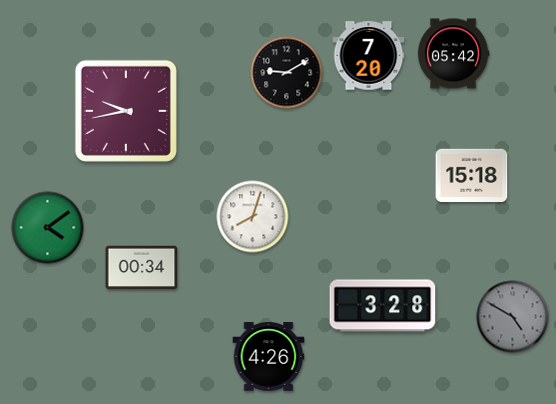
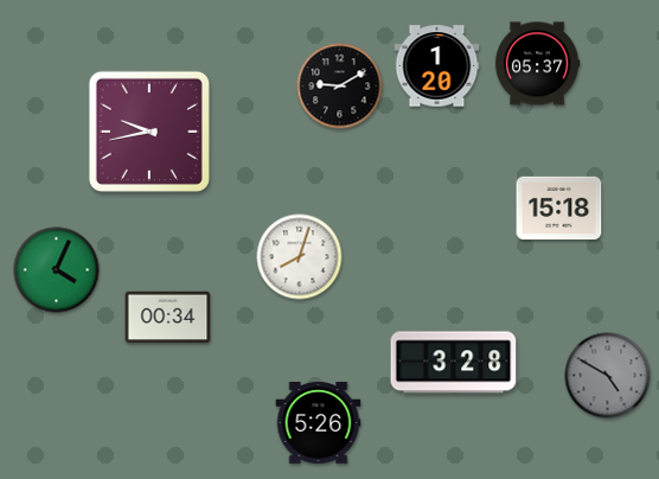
clock at (453, 54): 05:42 -> 05:37
clock at (369, 56): 7:20 -> 1:20
clock at (48, 228): 4:09 -> 4:04
clock at (269, 357): 4:26 -> 5:26
